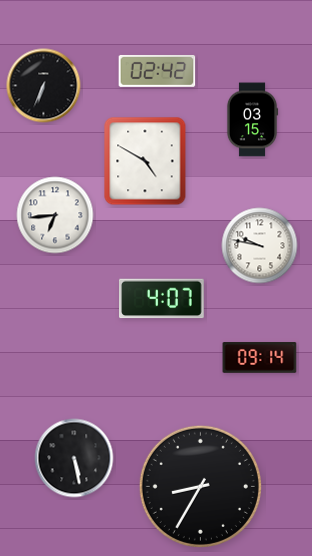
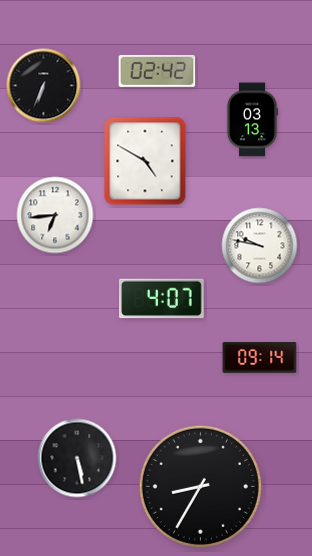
clock at (252, 120): 03:15 -> 03:13
clock at (74, 458) position: (74, 458) -> (77, 458)
